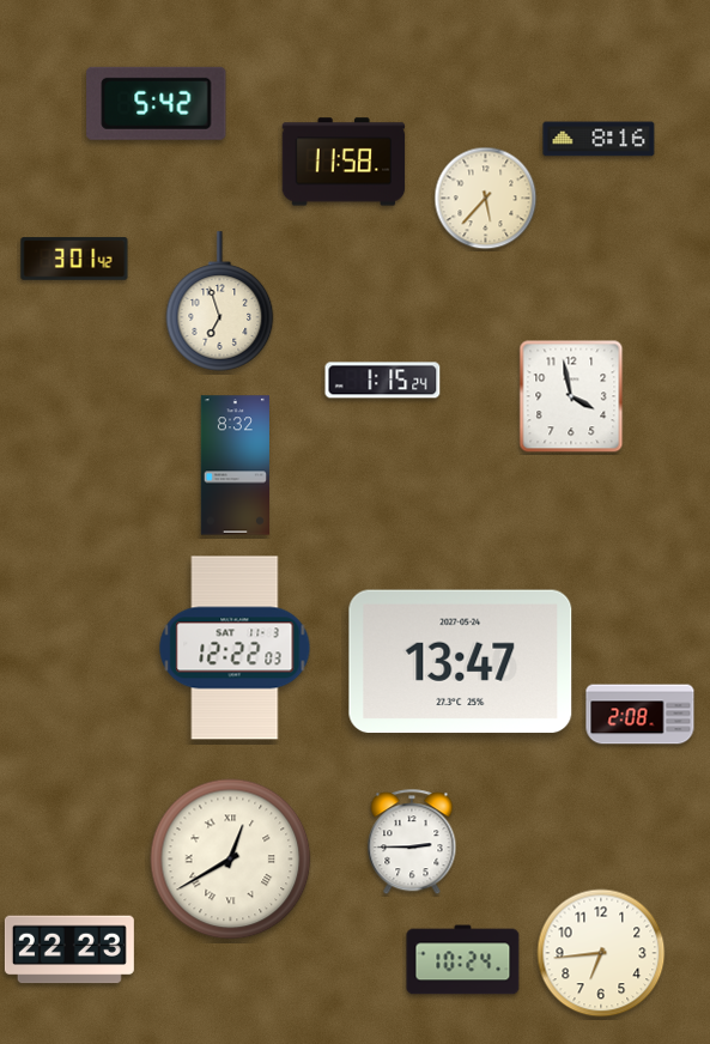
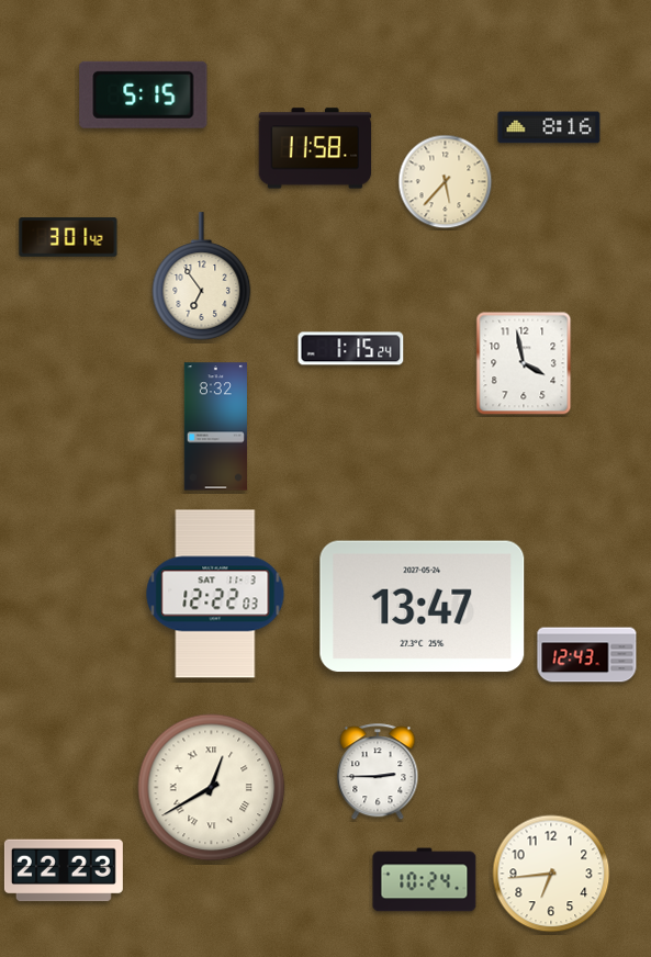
clock at (157, 103): 5:42 -> 5:15
clock at (220, 302): 6:57 -> 6:54
clock at (641, 715): 2:08 -> 12:43
